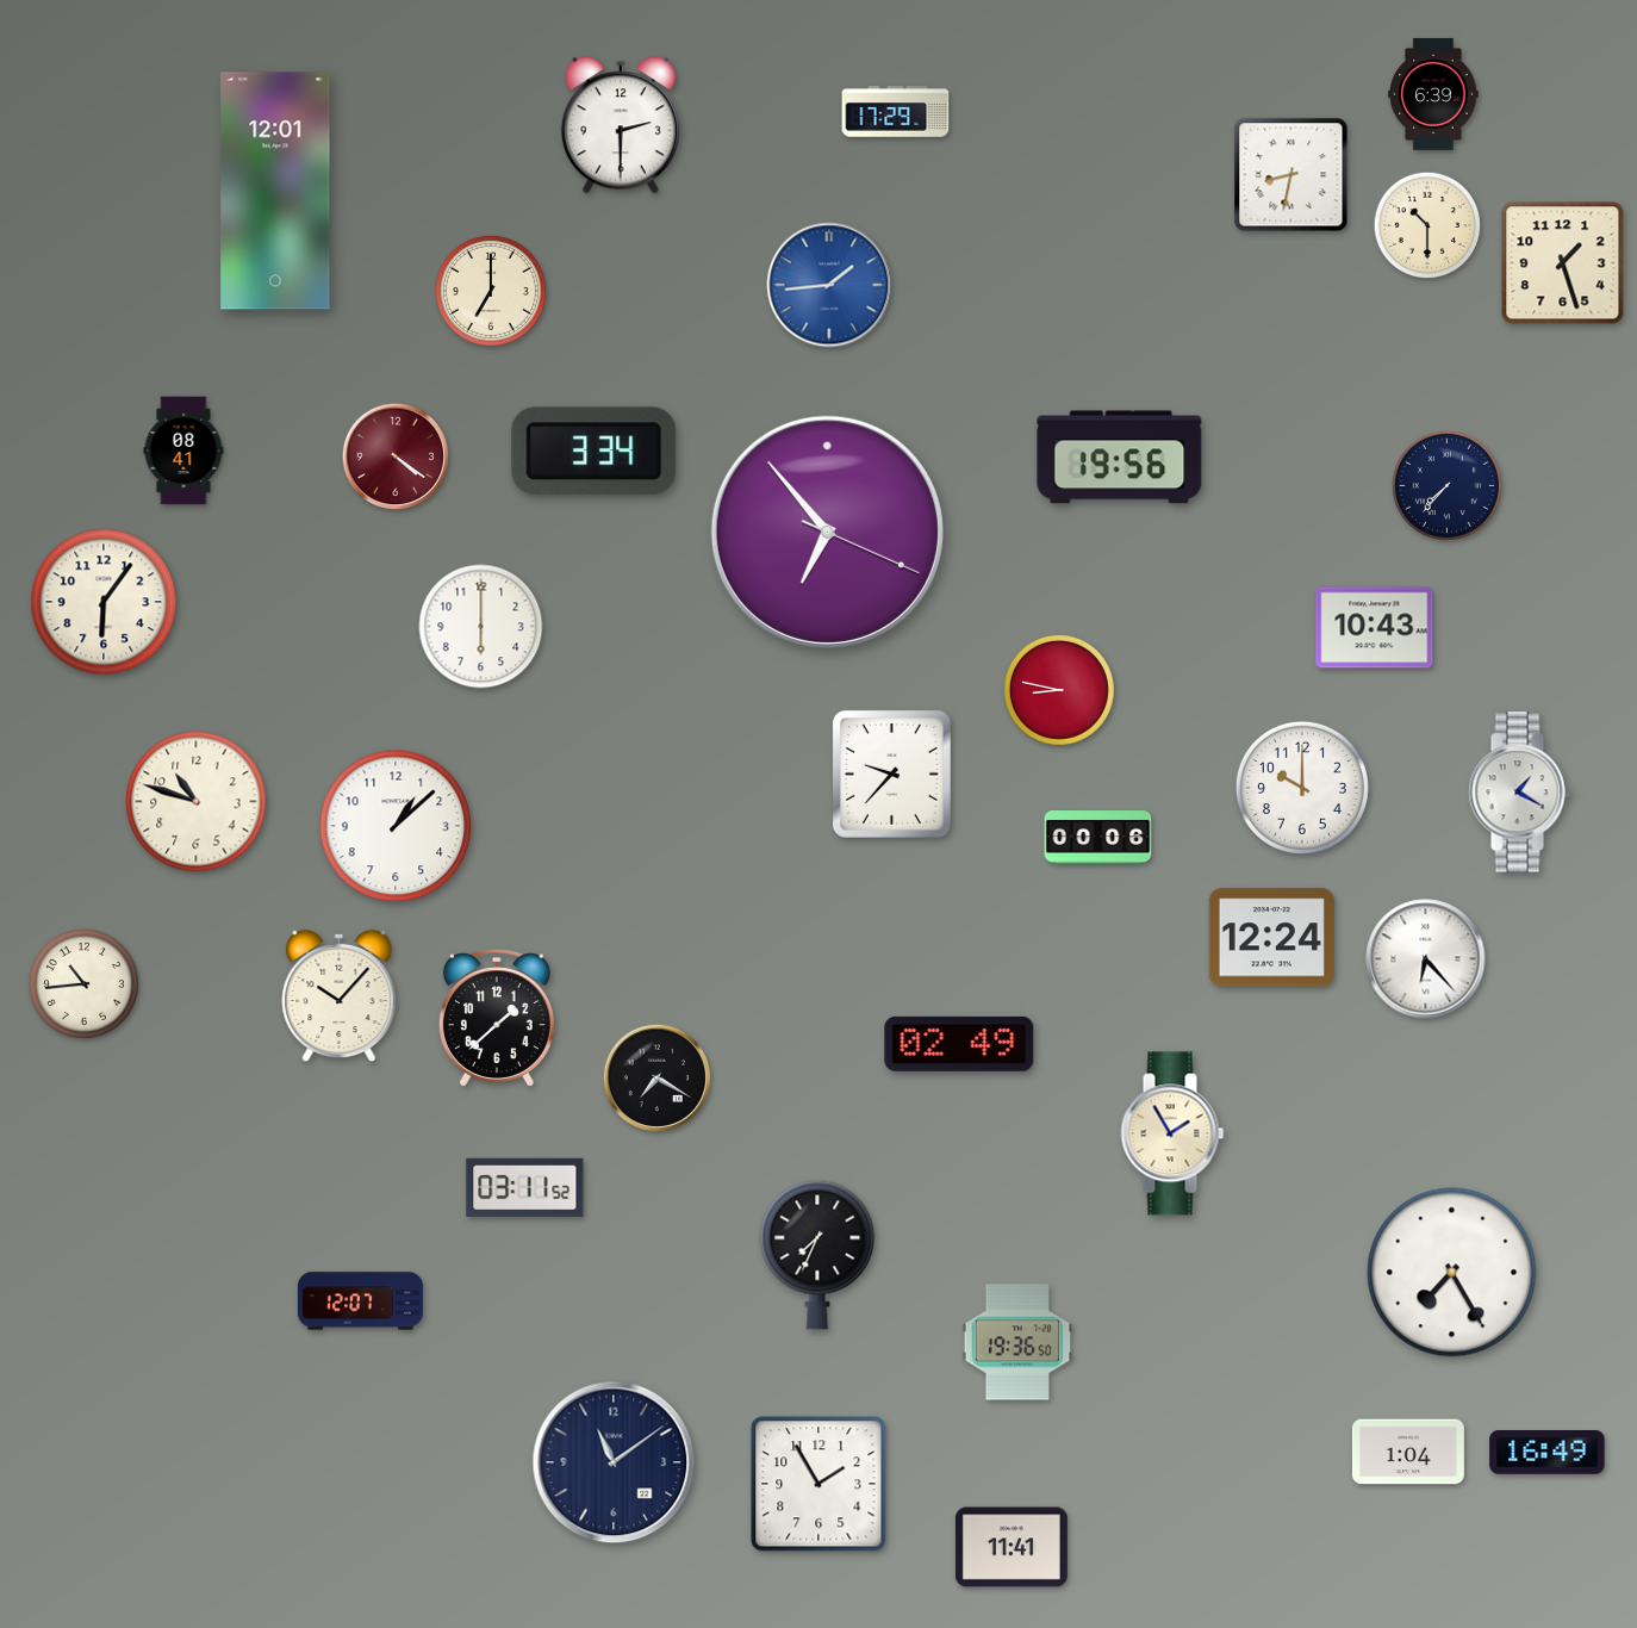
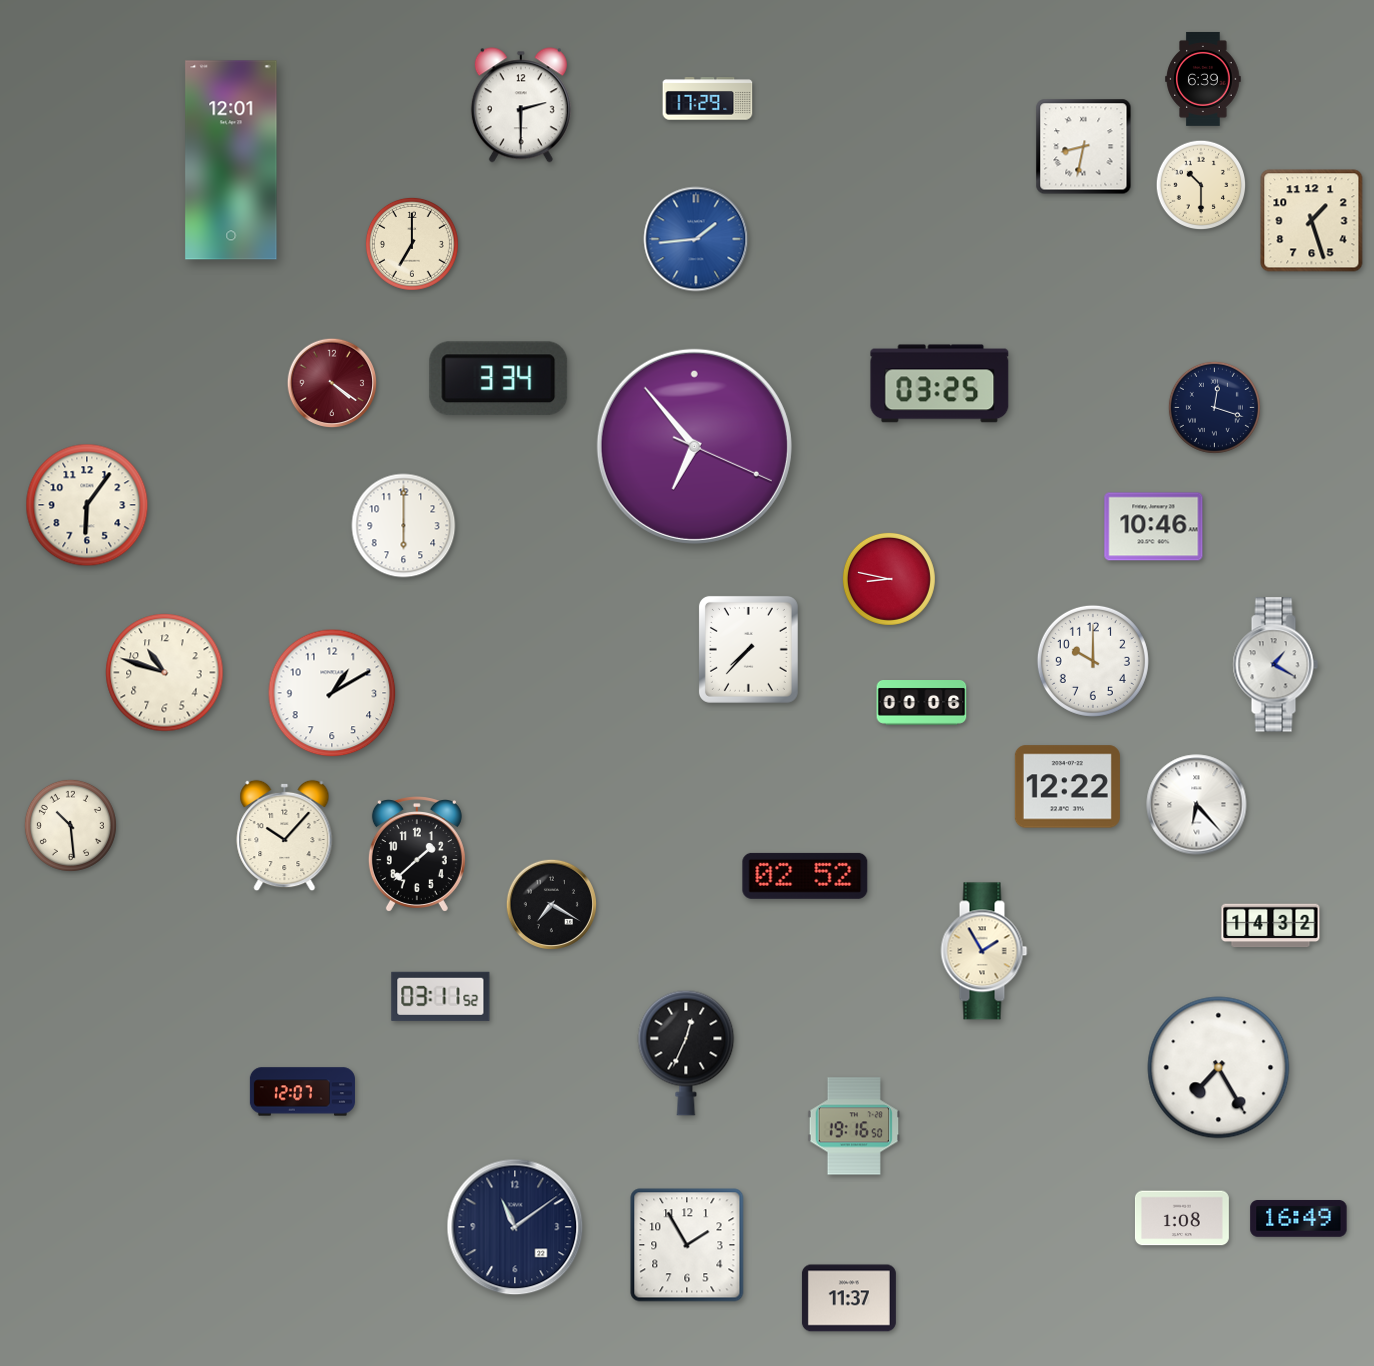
clock at (896, 112) position: (896, 112) -> (708, 99)
clock at (1427, 225) position: (1427, 225) -> (1201, 185)
clock at (183, 451): 08:41 -> none
clock at (1120, 458): 19:56 -> 03:25
clock at (1446, 485): 7:37 -> 12:18
clock at (1375, 628): 10:43 -> 10:46
clock at (891, 773): 9:37 -> 7:37
clock at (396, 826): 1:08 -> 1:10
clock at (1271, 938): 12:24 -> 12:22
clock at (83, 983): 10:44 -> 10:29
clock at (959, 1044): 02:49 -> 02:52
clock at (1271, 926): none -> 14:32
clock at (817, 1255): 7:34 -> 12:34
clock at (1017, 1342): 19:36 -> 19:16
clock at (1408, 1452): 1:04 -> 1:08
clock at (1012, 1547): 11:41 -> 11:37
